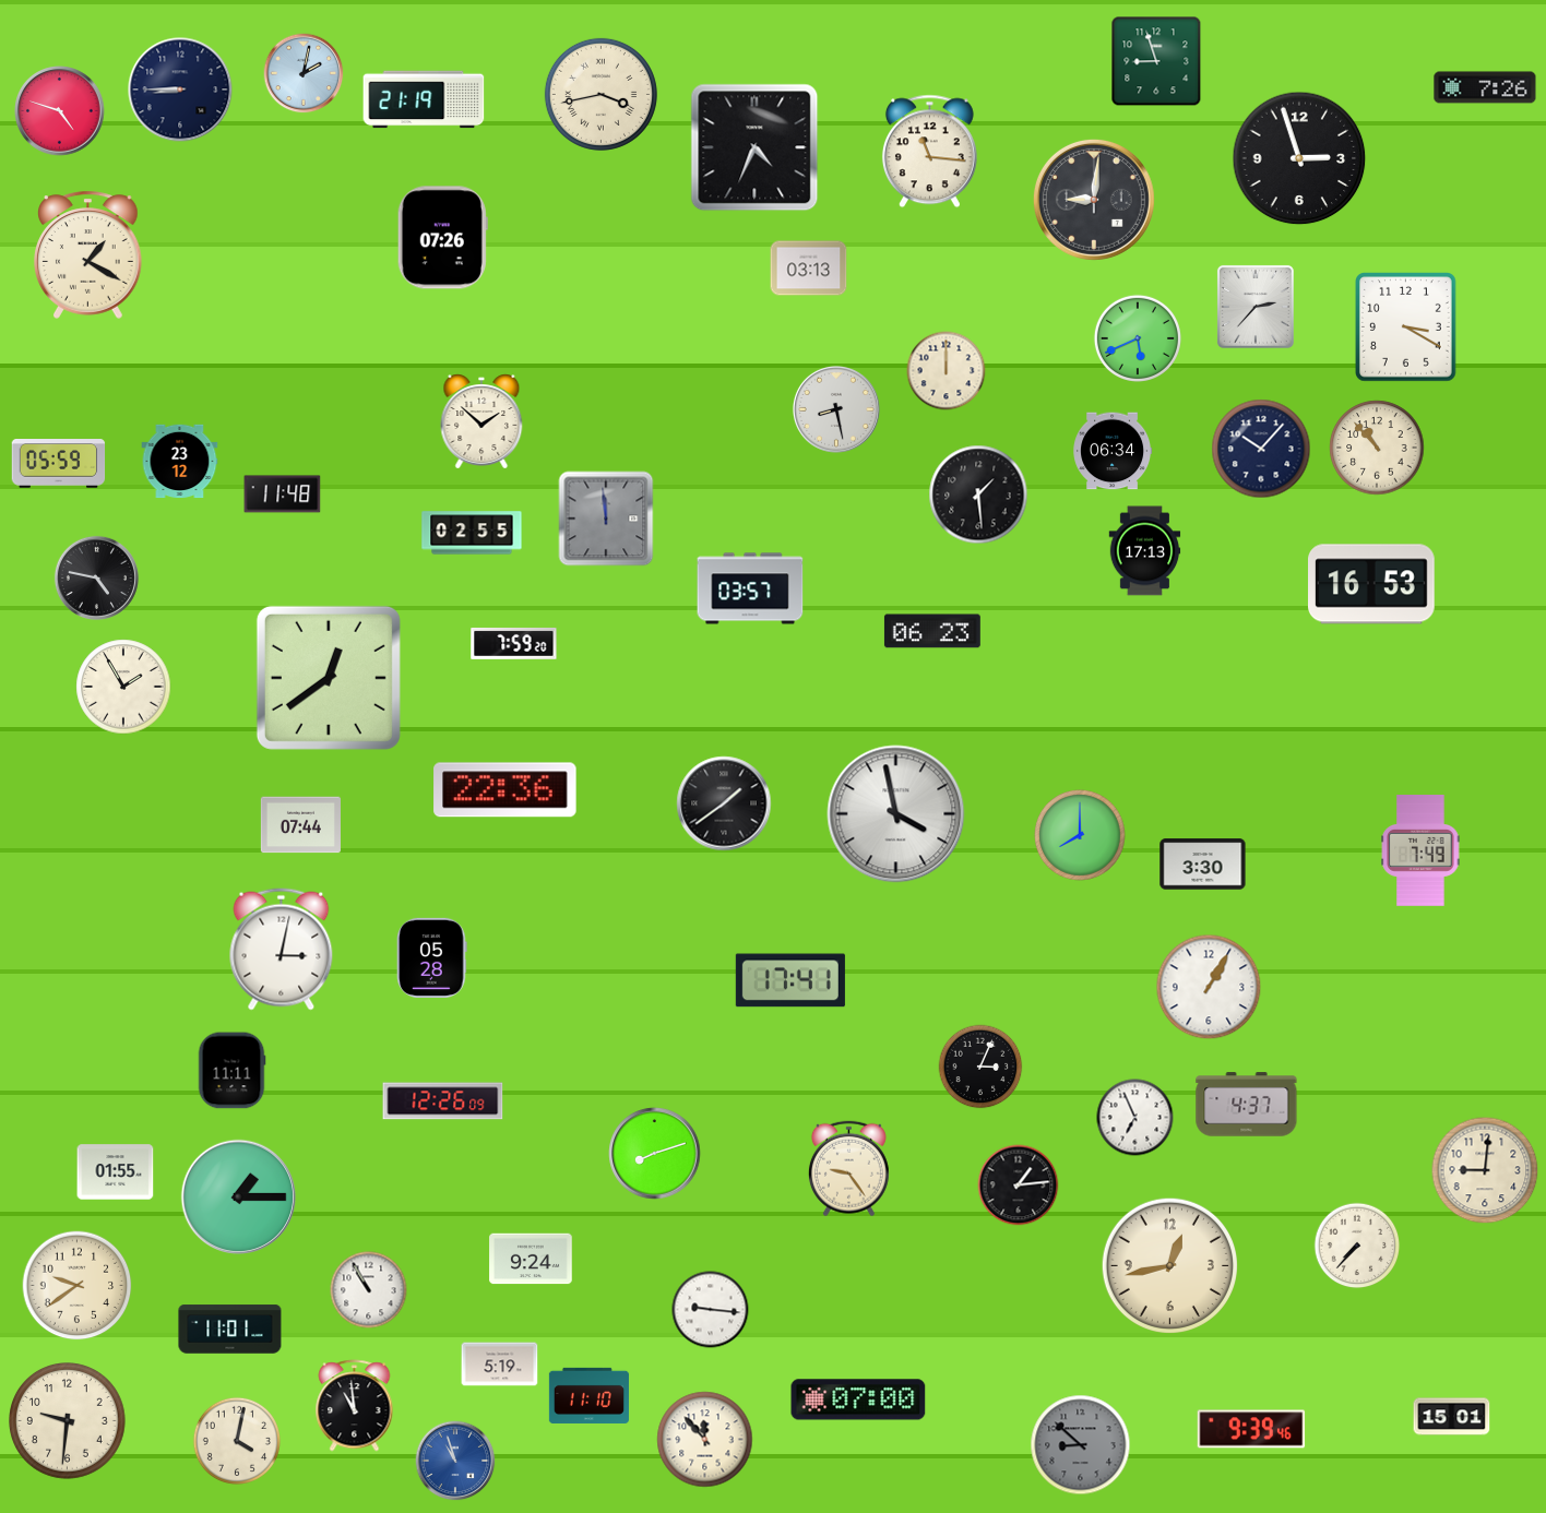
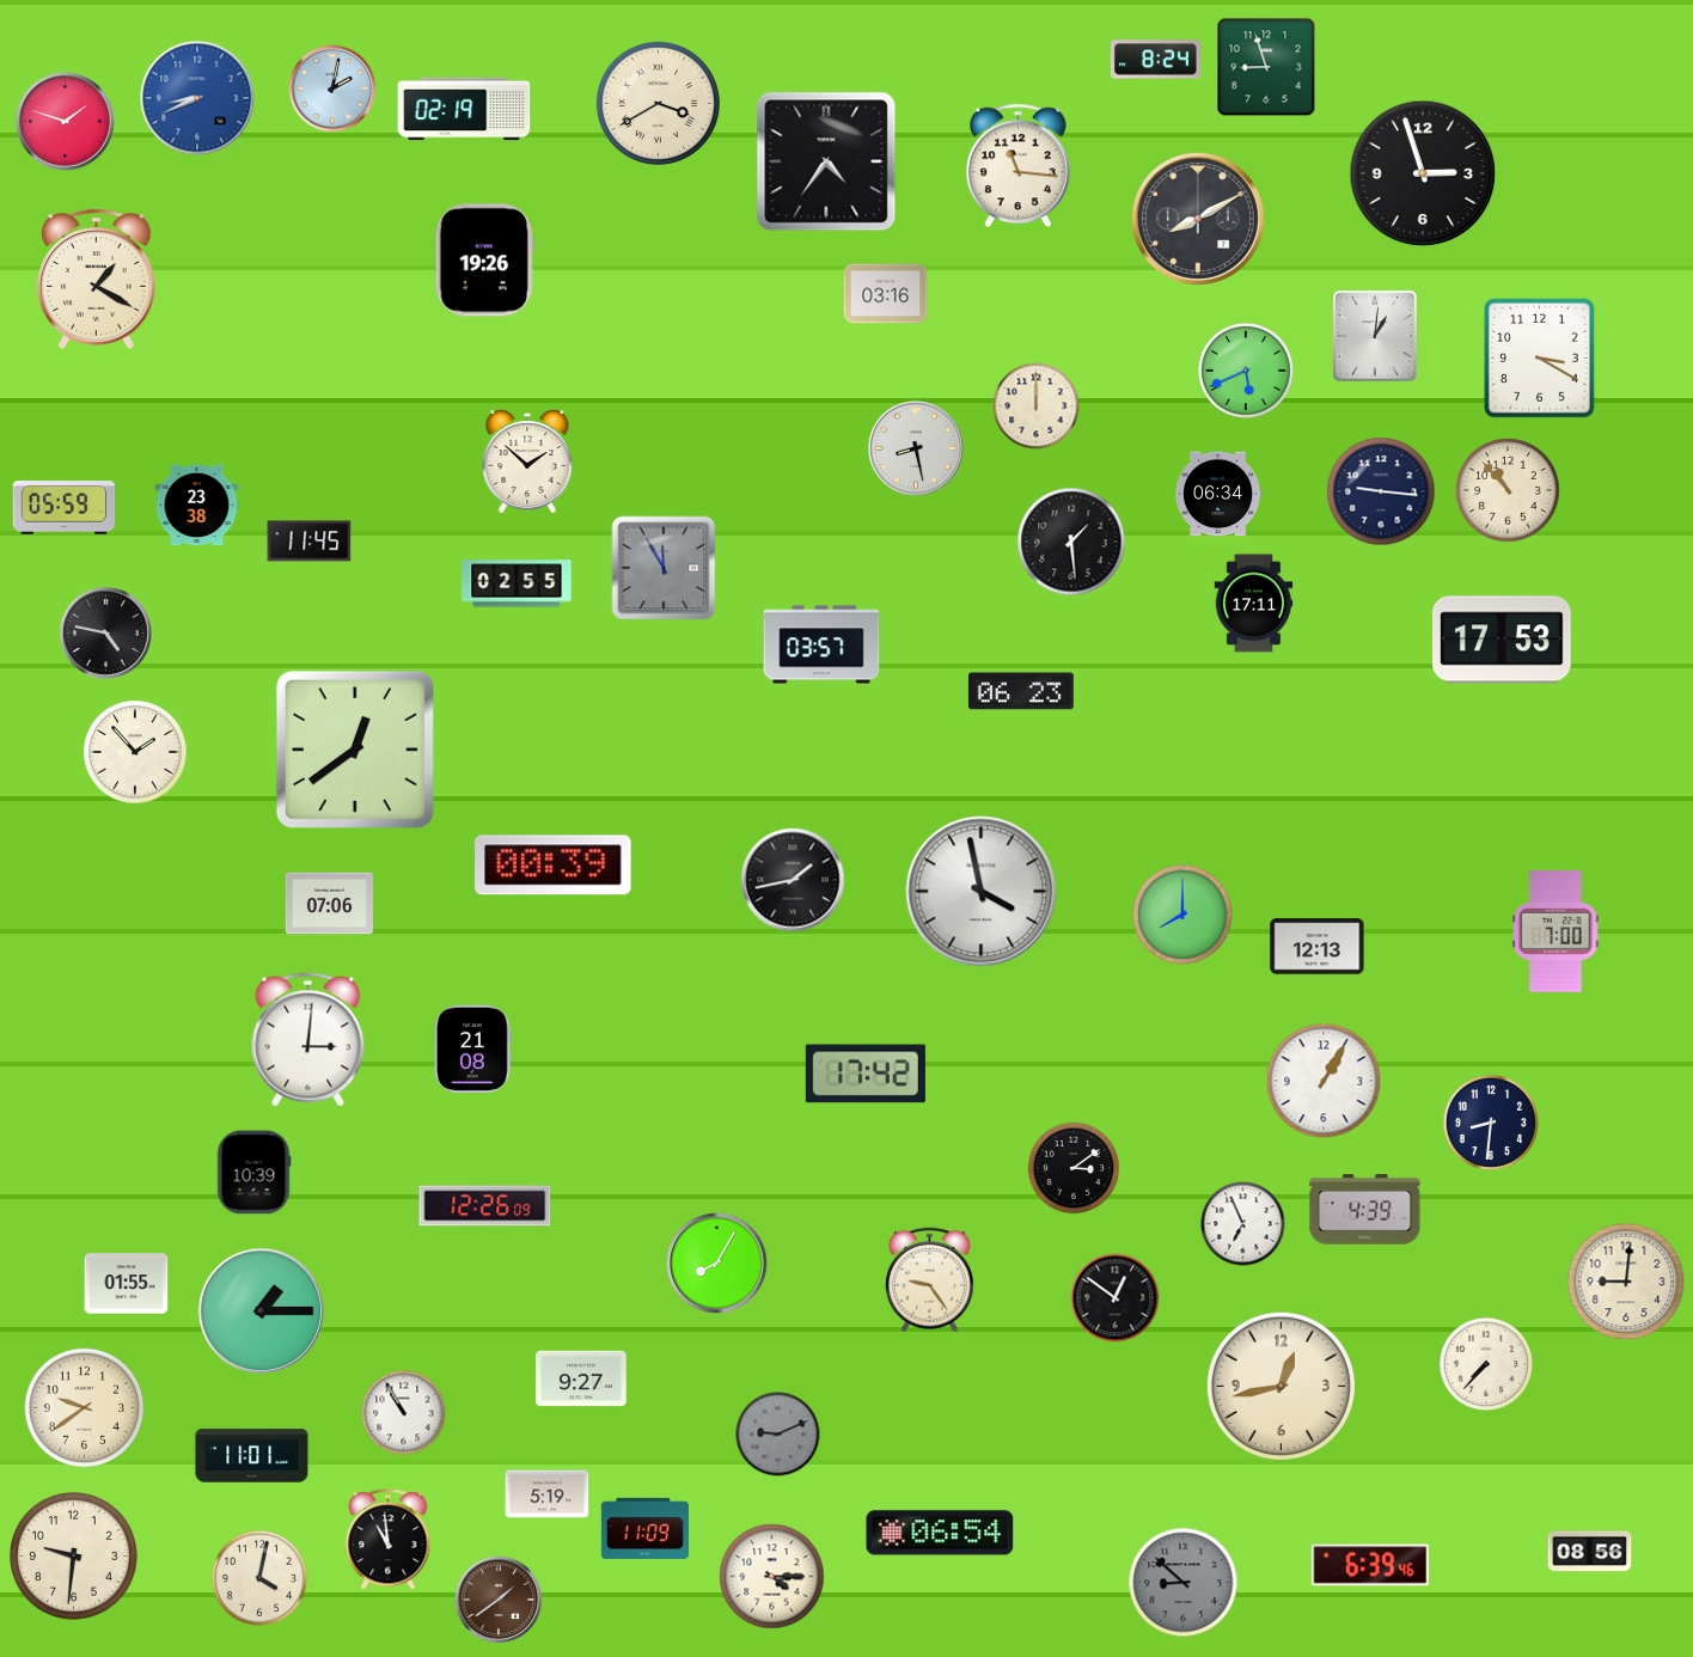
clock at (1155, 60): none -> 8:24
clock at (304, 73) position: (304, 73) -> (332, 88)
clock at (1485, 87): 7:26 -> none
clock at (180, 90): 8:45 -> 8:41
clock at (180, 90) dial: navy -> blue
clock at (600, 94): 3:43 -> 3:40
clock at (424, 99): 21:19 -> 02:19
clock at (60, 111): 4:48 -> 1:48
clock at (754, 147): 4:34 -> 4:36
clock at (1094, 200): 9:01 -> 8:10
clock at (442, 238): 07:26 -> 19:26
clock at (809, 269): 03:13 -> 03:16
clock at (1256, 307): 2:37 -> 1:01
clock at (1261, 449): 10:07 -> 9:16
clock at (180, 462): 23:12 -> 23:38
clock at (283, 495): 11:48 -> 11:45
clock at (606, 519): 11:59 -> 11:55
clock at (1145, 551): 17:13 -> 17:11
clock at (1372, 584): 16:53 -> 17:53
clock at (514, 643): 7:59 -> none
clock at (329, 678) position: (329, 678) -> (355, 750)
clock at (123, 687): 1:55 -> 1:53
clock at (506, 790): 22:36 -> 00:39
clock at (724, 803): 1:39 -> 1:43
clock at (300, 825): 07:44 -> 07:06
clock at (1420, 851): 7:49 -> 7:00
clock at (1203, 865): 3:30 -> 12:13
clock at (282, 950): 3:02 -> 3:01
clock at (432, 957): 05:28 -> 21:08
clock at (790, 980): 17:41 -> 17:42
clock at (1491, 1123): none -> 8:31
clock at (980, 1067): 3:04 -> 3:09
clock at (231, 1071): 11:11 -> 10:39
clock at (1247, 1105): 4:37 -> 4:39
clock at (655, 1154): 8:12 -> 8:05
clock at (1019, 1186): 1:14 -> 12:51
clock at (531, 1259): 9:24 -> 9:27
clock at (711, 1310): 9:16 -> 9:11
clock at (711, 1310) dial: white -> grey
clock at (588, 1395): 11:10 -> 11:09
clock at (858, 1399): 07:00 -> 06:54
clock at (1452, 1417): 15:01 -> 08:56
clock at (1251, 1429): 9:39 -> 6:39
clock at (705, 1440): 11:53 -> 4:15
clock at (455, 1461): 10:57 -> 1:39
clock at (455, 1461) dial: blue -> brown
